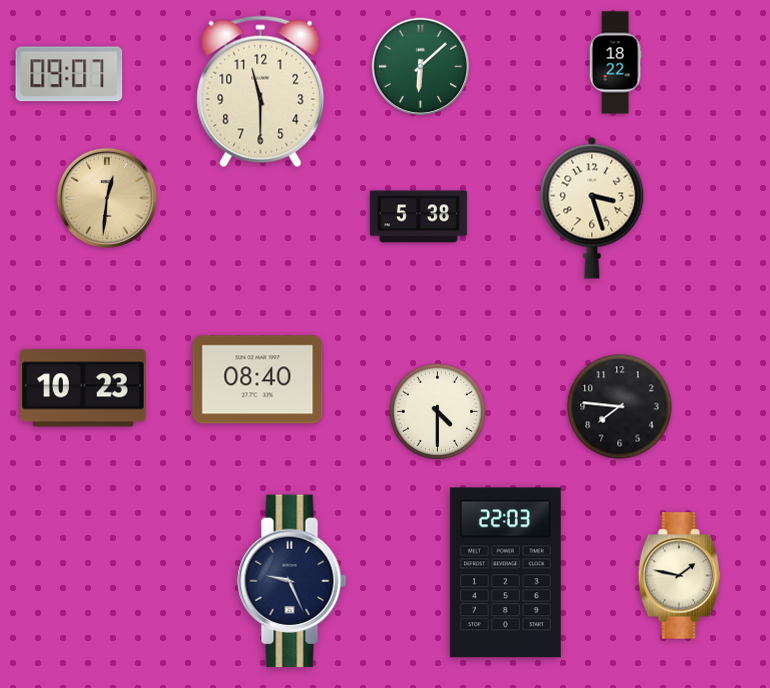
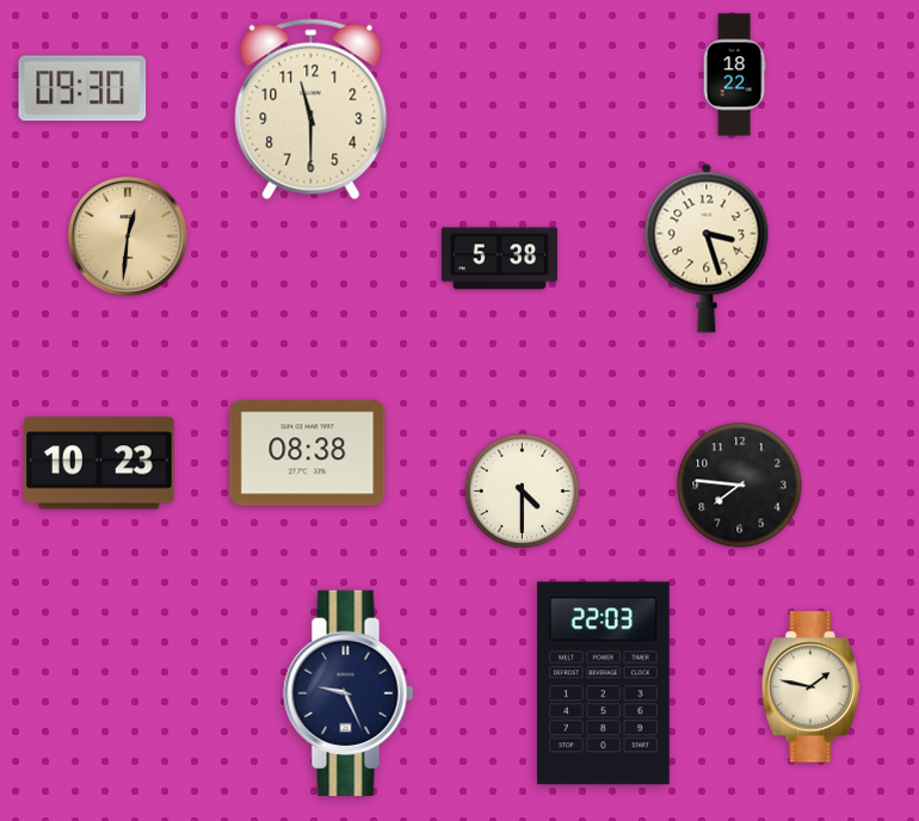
clock at (420, 66): 6:08 -> none
clock at (69, 74): 09:07 -> 09:30
clock at (258, 380): 08:40 -> 08:38
